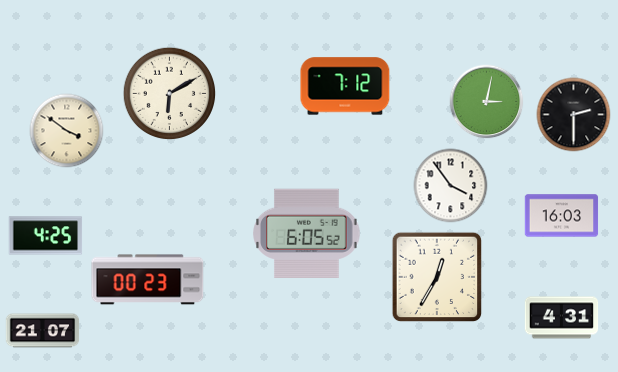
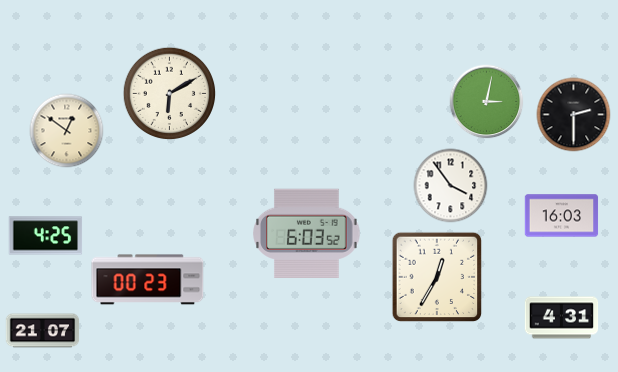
clock at (345, 86): 7:12 -> none
clock at (67, 131): 3:51 -> 12:51
clock at (307, 233): 6:05 -> 6:03
